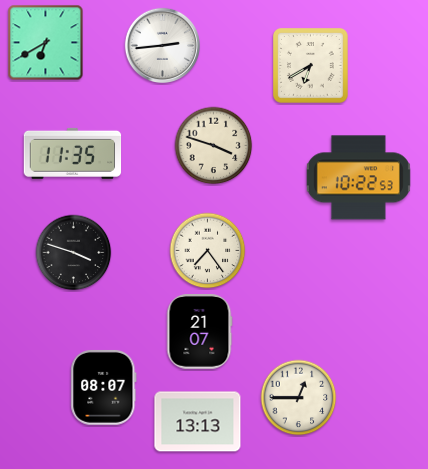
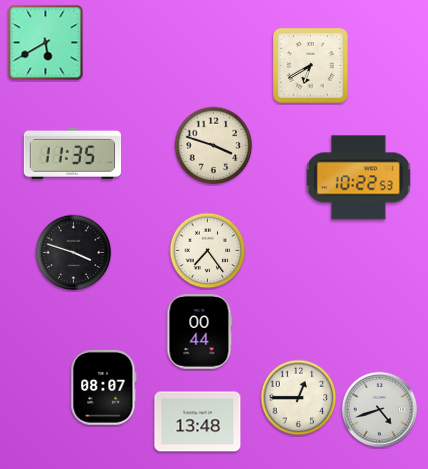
clock at (46, 43): 6:40 -> 5:40
clock at (162, 45): 2:44 -> none
clock at (199, 332): 21:07 -> 00:44
clock at (379, 409): none -> 4:42
clock at (198, 422): 13:13 -> 13:48
